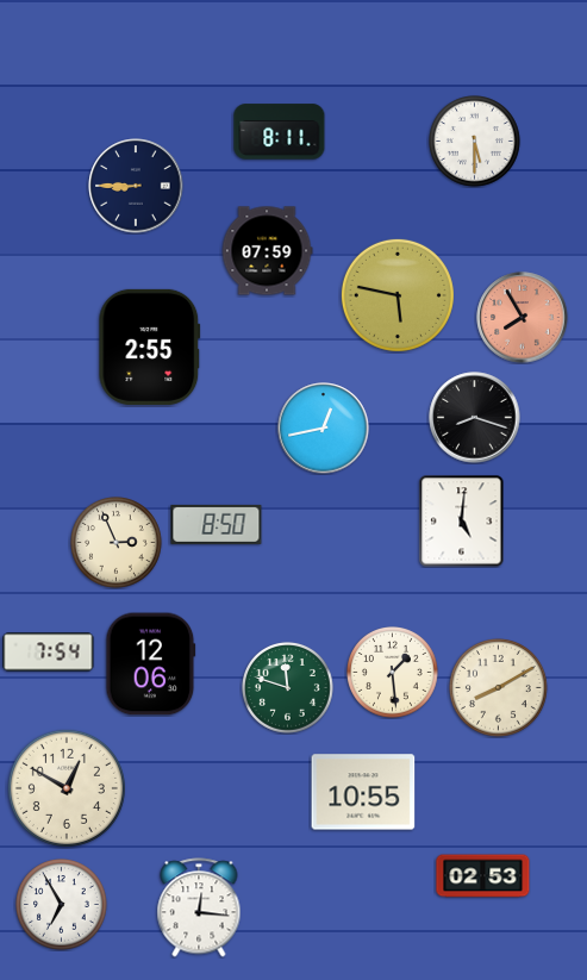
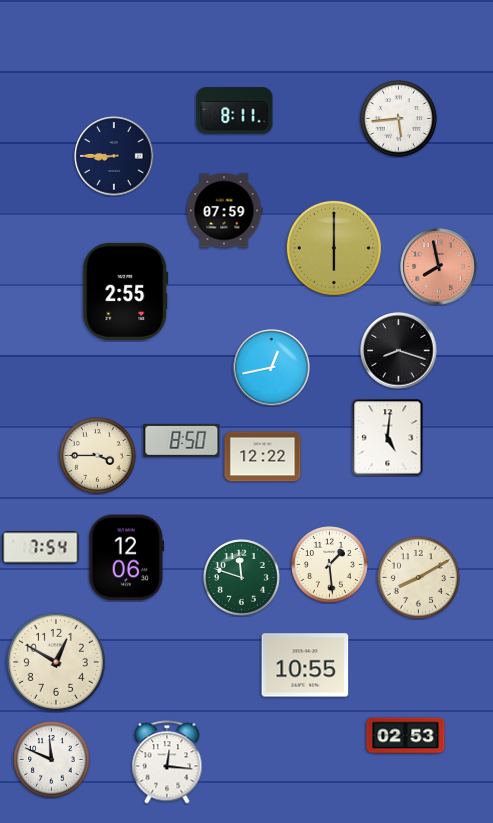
clock at (475, 142): 5:30 -> 5:44
clock at (398, 295): 5:47 -> 6:00
clock at (523, 318): 7:55 -> 7:58
clock at (324, 429) position: (324, 429) -> (272, 368)
clock at (117, 543): 2:56 -> 3:45
clock at (263, 457): none -> 12:22
clock at (62, 905): 6:55 -> 11:49
